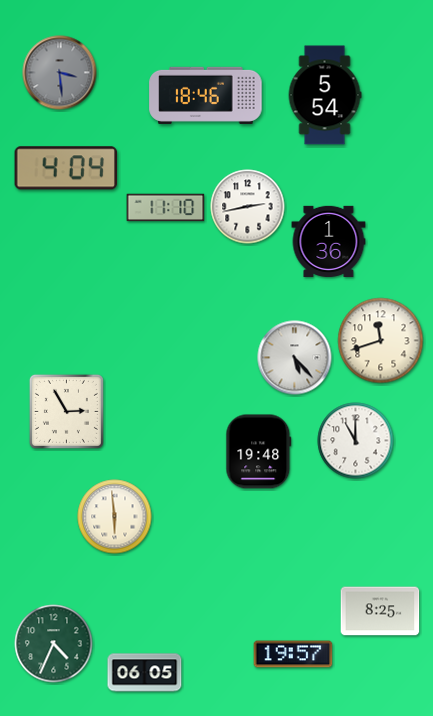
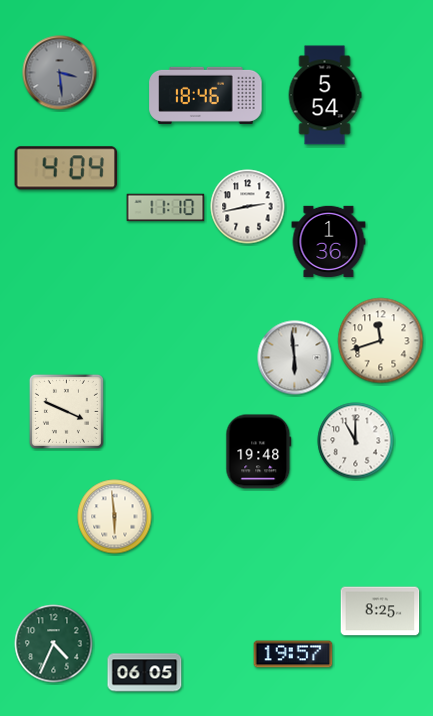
clock at (295, 358): 5:23 -> 5:59
clock at (66, 411): 2:55 -> 3:49
